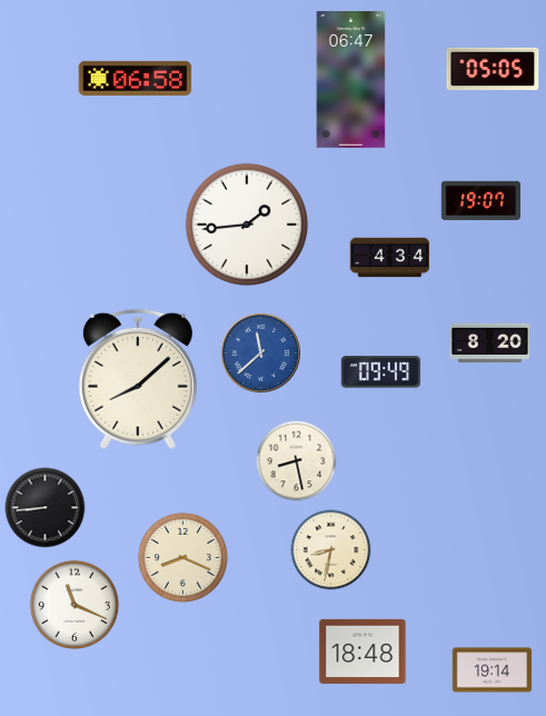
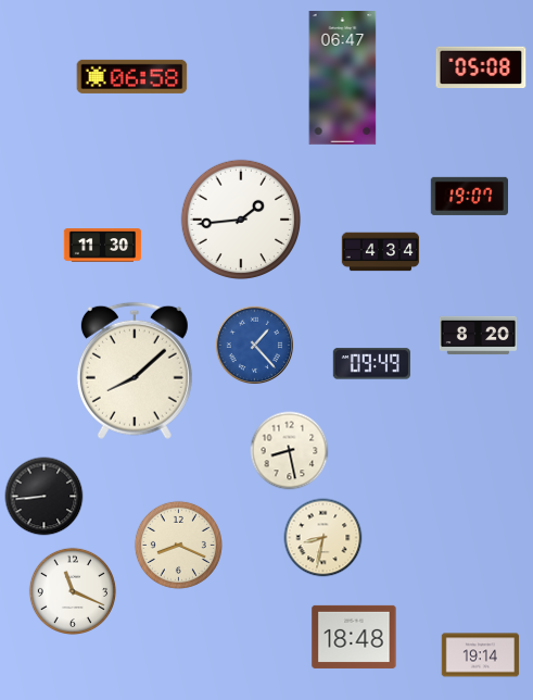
clock at (493, 69): 05:05 -> 05:08
clock at (103, 246): none -> 11:30
clock at (261, 354): 11:38 -> 1:23
